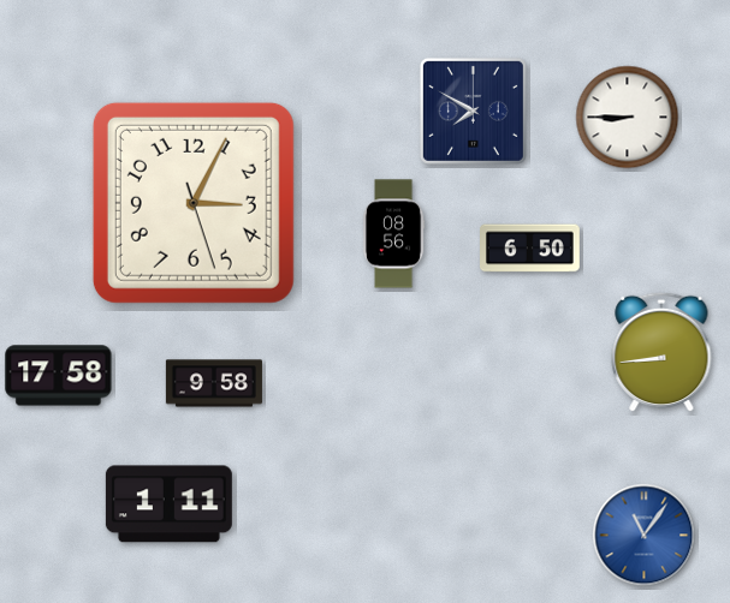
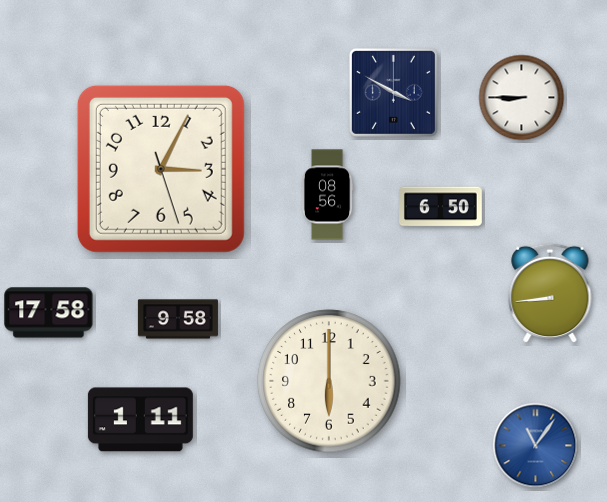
clock at (473, 111): 7:50 -> 3:50
clock at (329, 381): none -> 6:00
